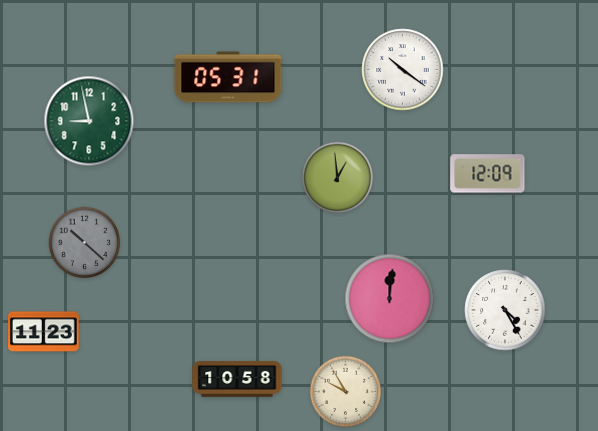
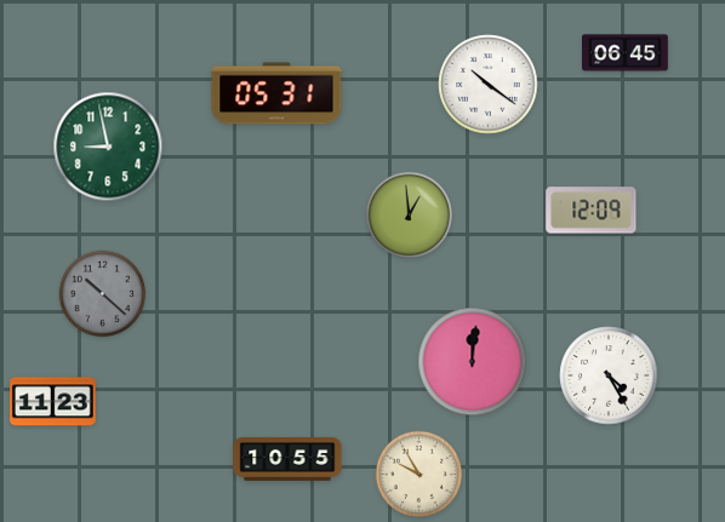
clock at (626, 53): none -> 06:45
clock at (505, 310) position: (505, 310) -> (609, 375)
clock at (237, 380): 10:58 -> 10:55
